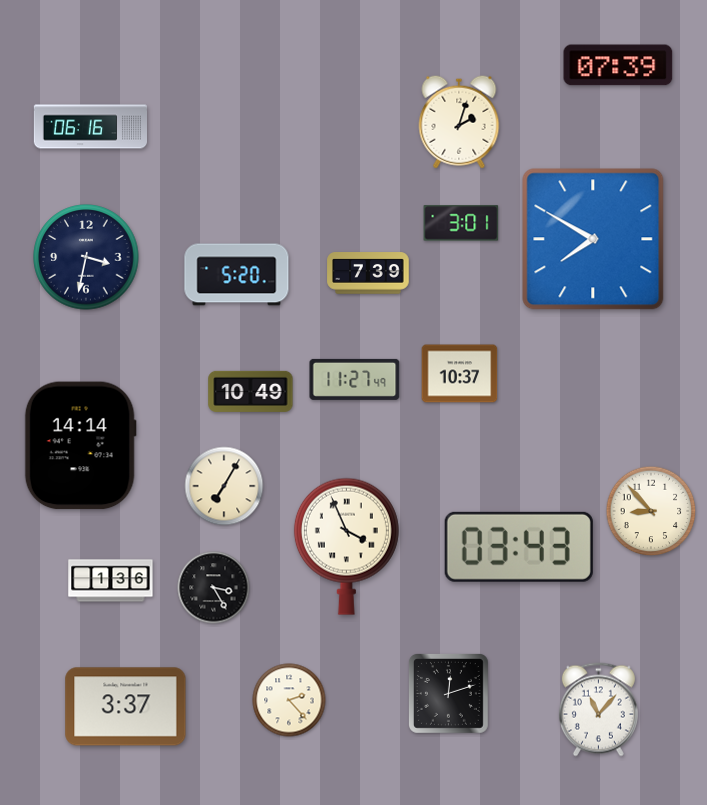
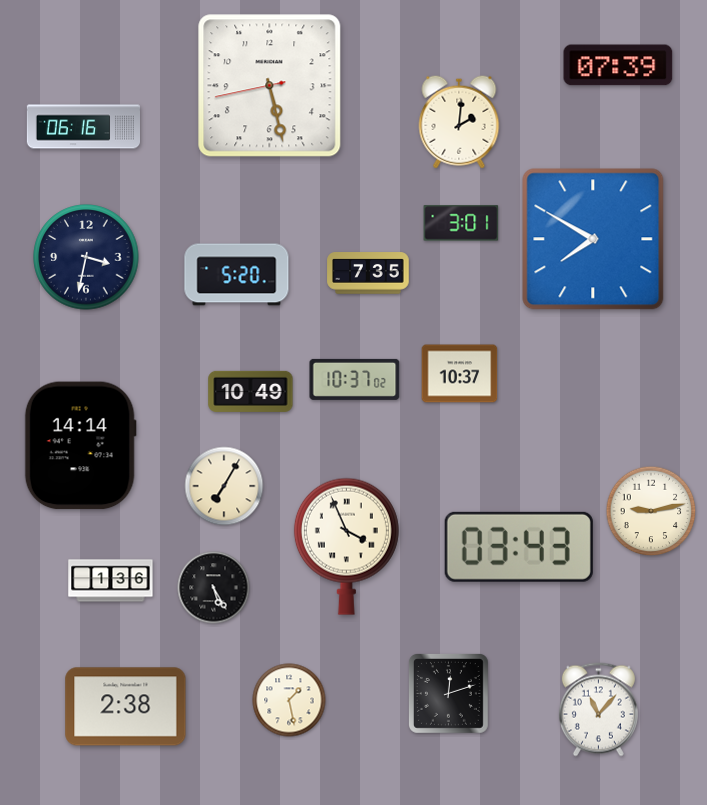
clock at (270, 86): none -> 5:27
clock at (459, 122): 2:03 -> 2:01
clock at (90, 127) position: (90, 127) -> (83, 127)
clock at (368, 273): 7:39 -> 7:35
clock at (355, 379): 11:27 -> 10:37
clock at (651, 511): 8:53 -> 9:13
clock at (214, 588): 3:25 -> 5:25
clock at (289, 700): 2:23 -> 1:28
clock at (126, 707): 3:37 -> 2:38
